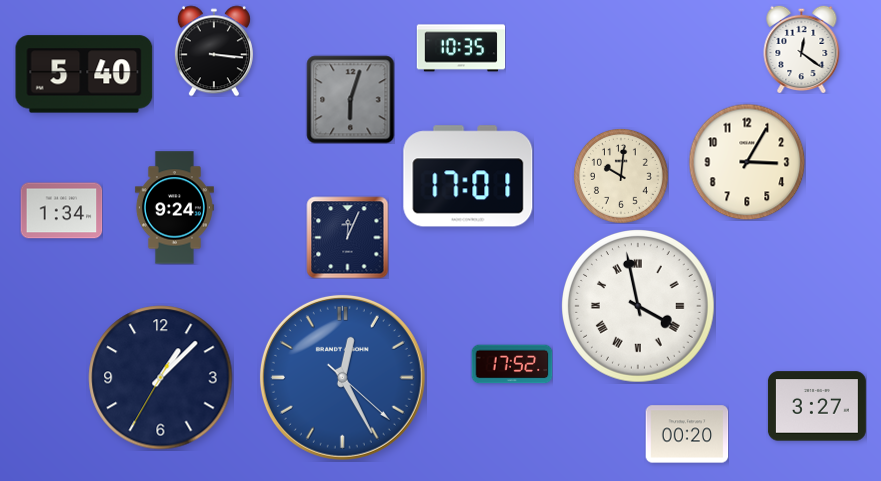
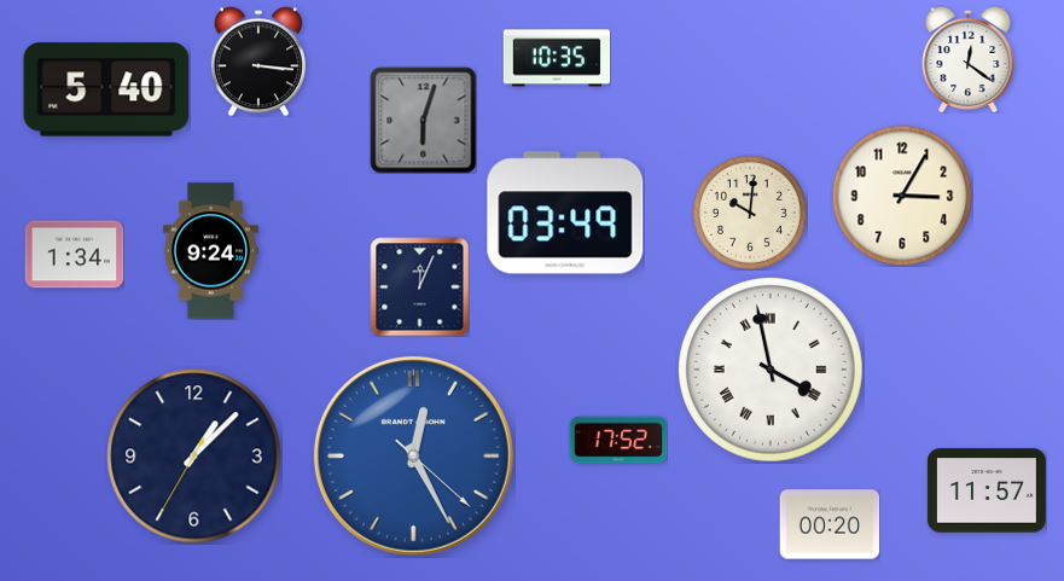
clock at (84, 74) position: (84, 74) -> (106, 89)
clock at (468, 176): 17:01 -> 03:49
clock at (817, 406): 3:27 -> 11:57
